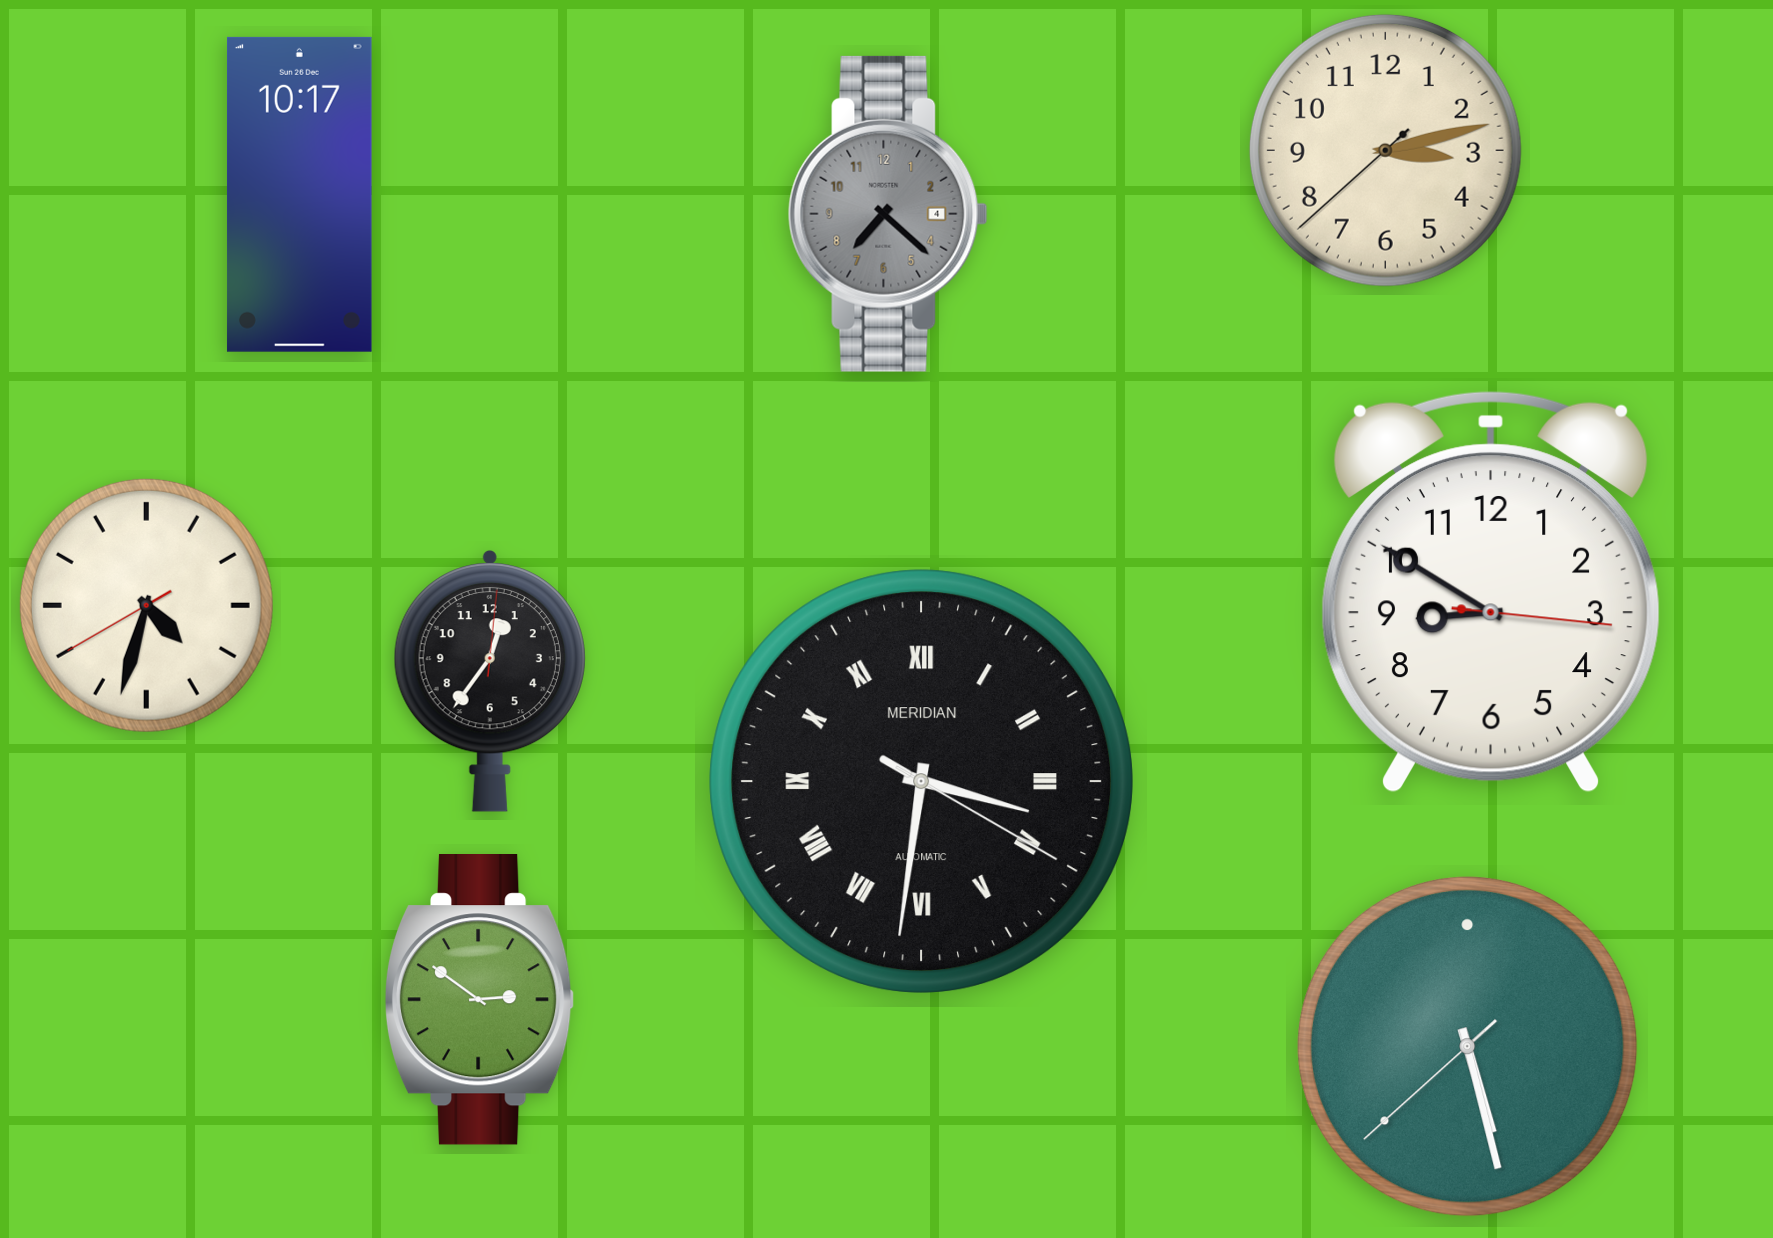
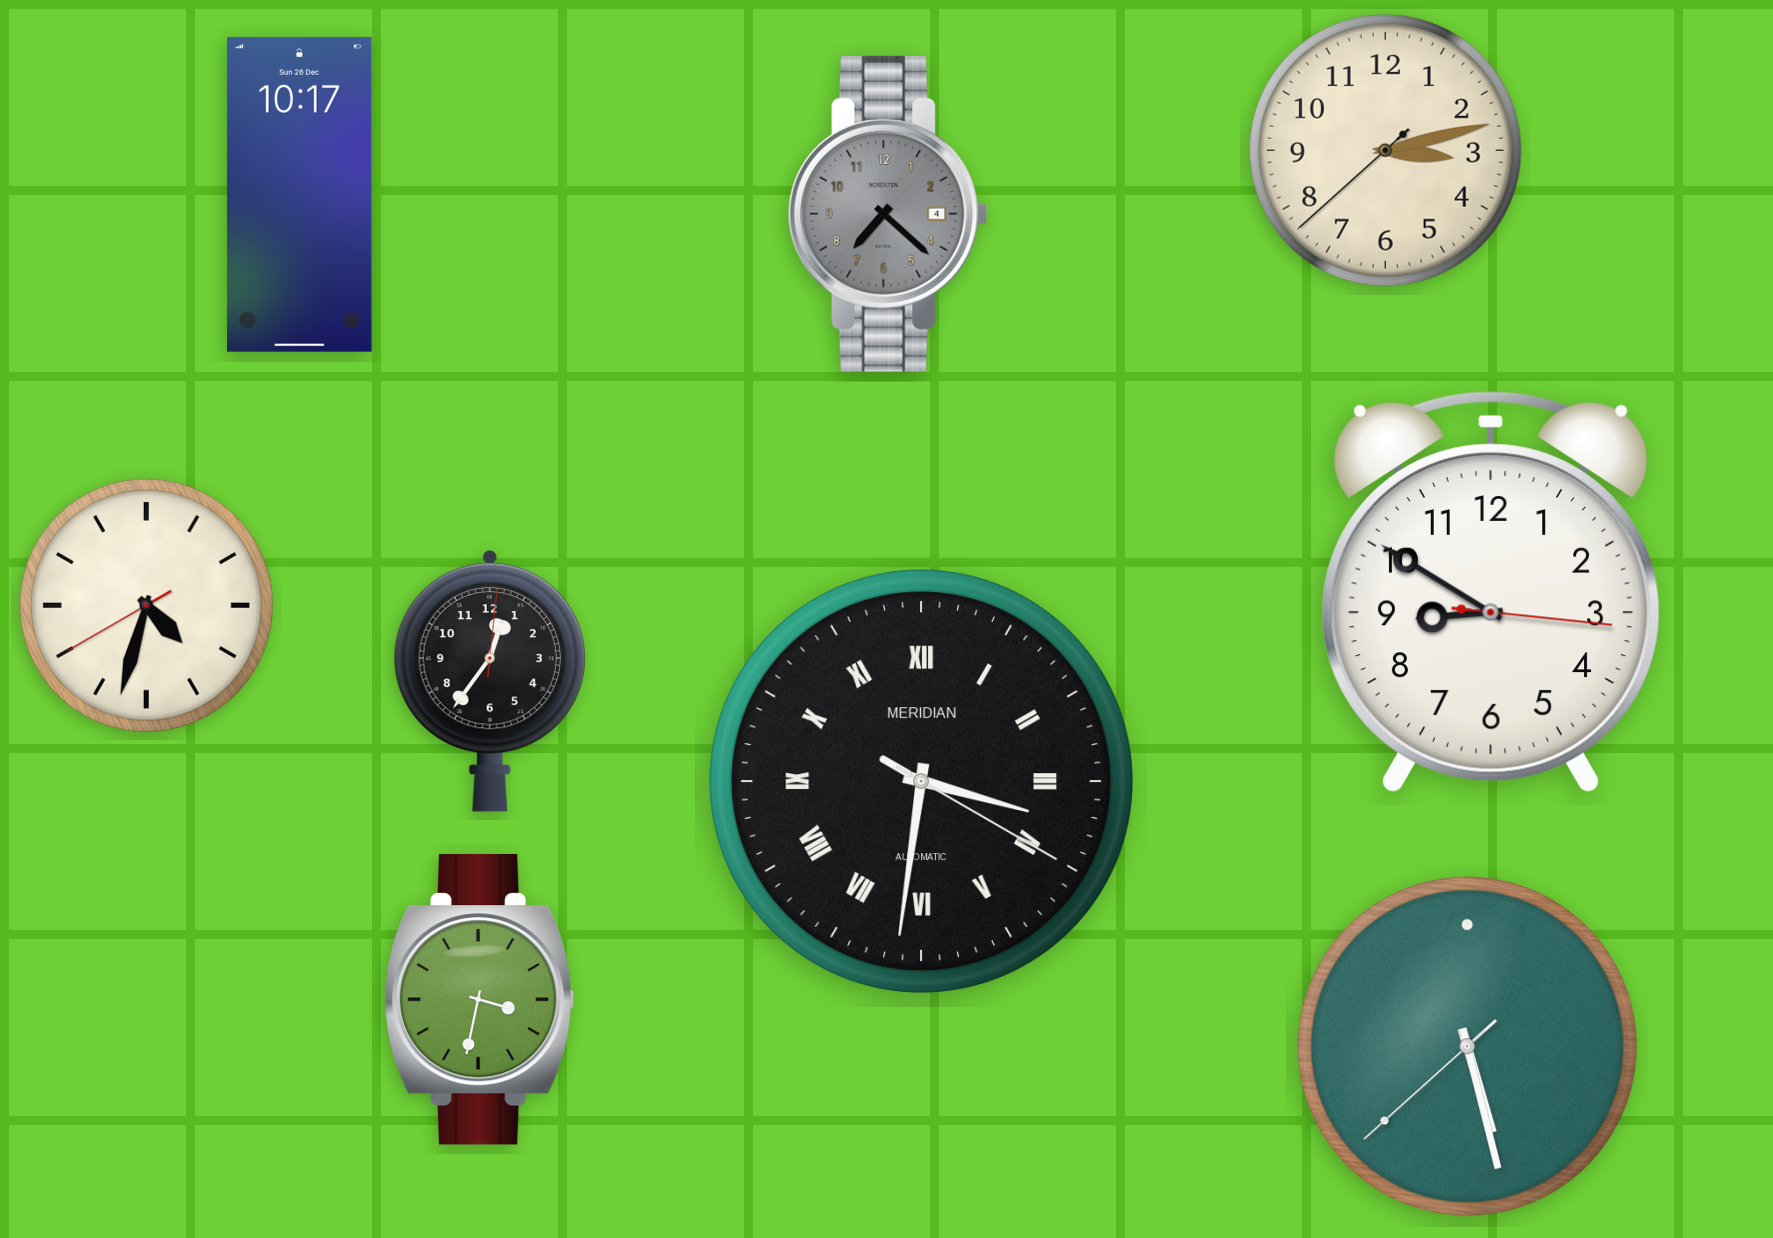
clock at (480, 1000): 2:51 -> 3:32
